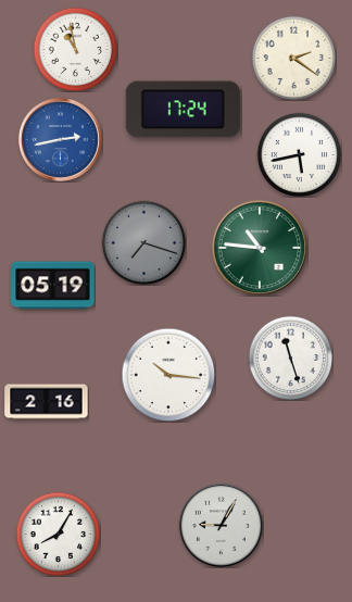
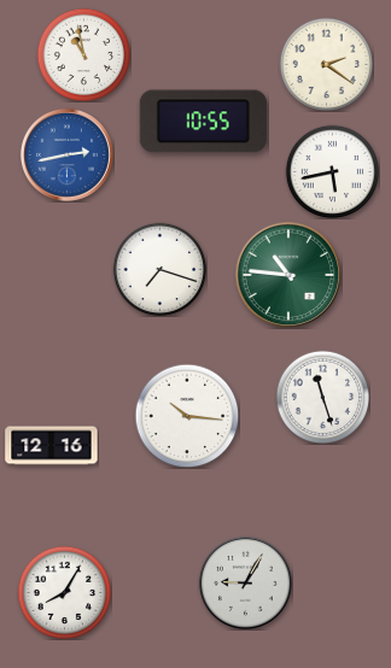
clock at (183, 110): 17:24 -> 10:55
clock at (143, 242) dial: grey -> white
clock at (53, 286): 05:19 -> none
clock at (47, 402): 2:16 -> 12:16
